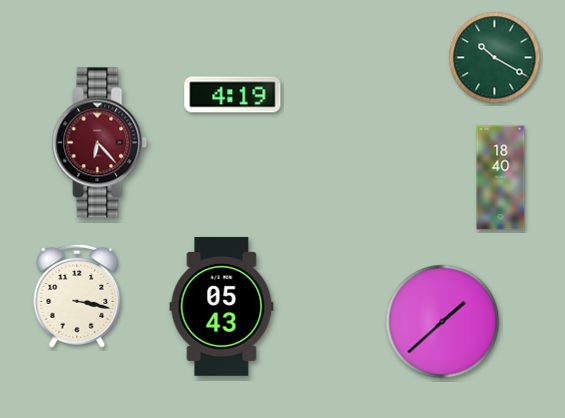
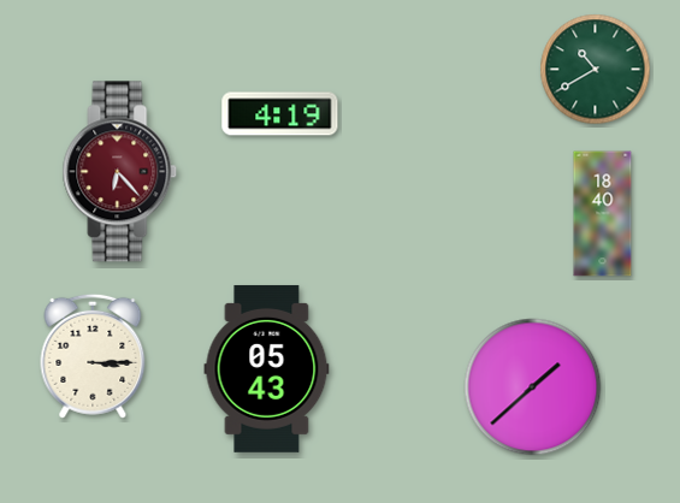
clock at (495, 58): 10:20 -> 10:40
clock at (77, 296): 3:17 -> 3:15
